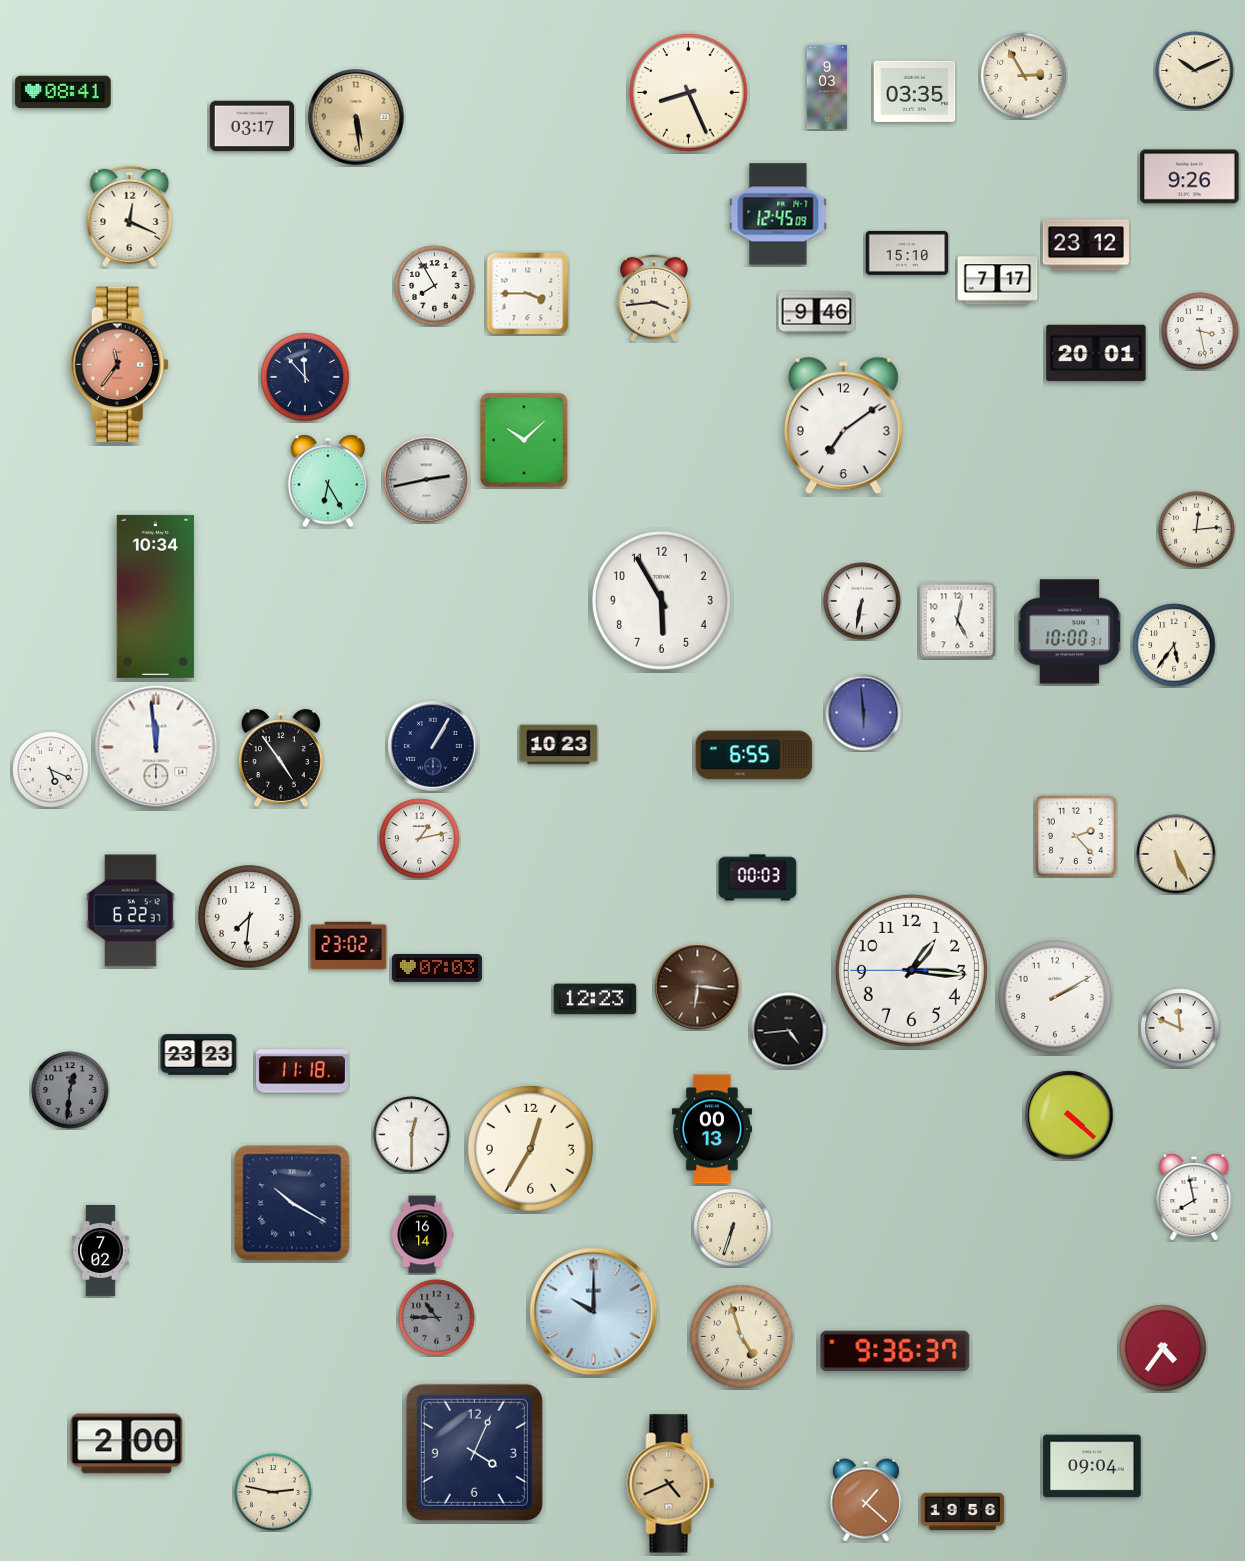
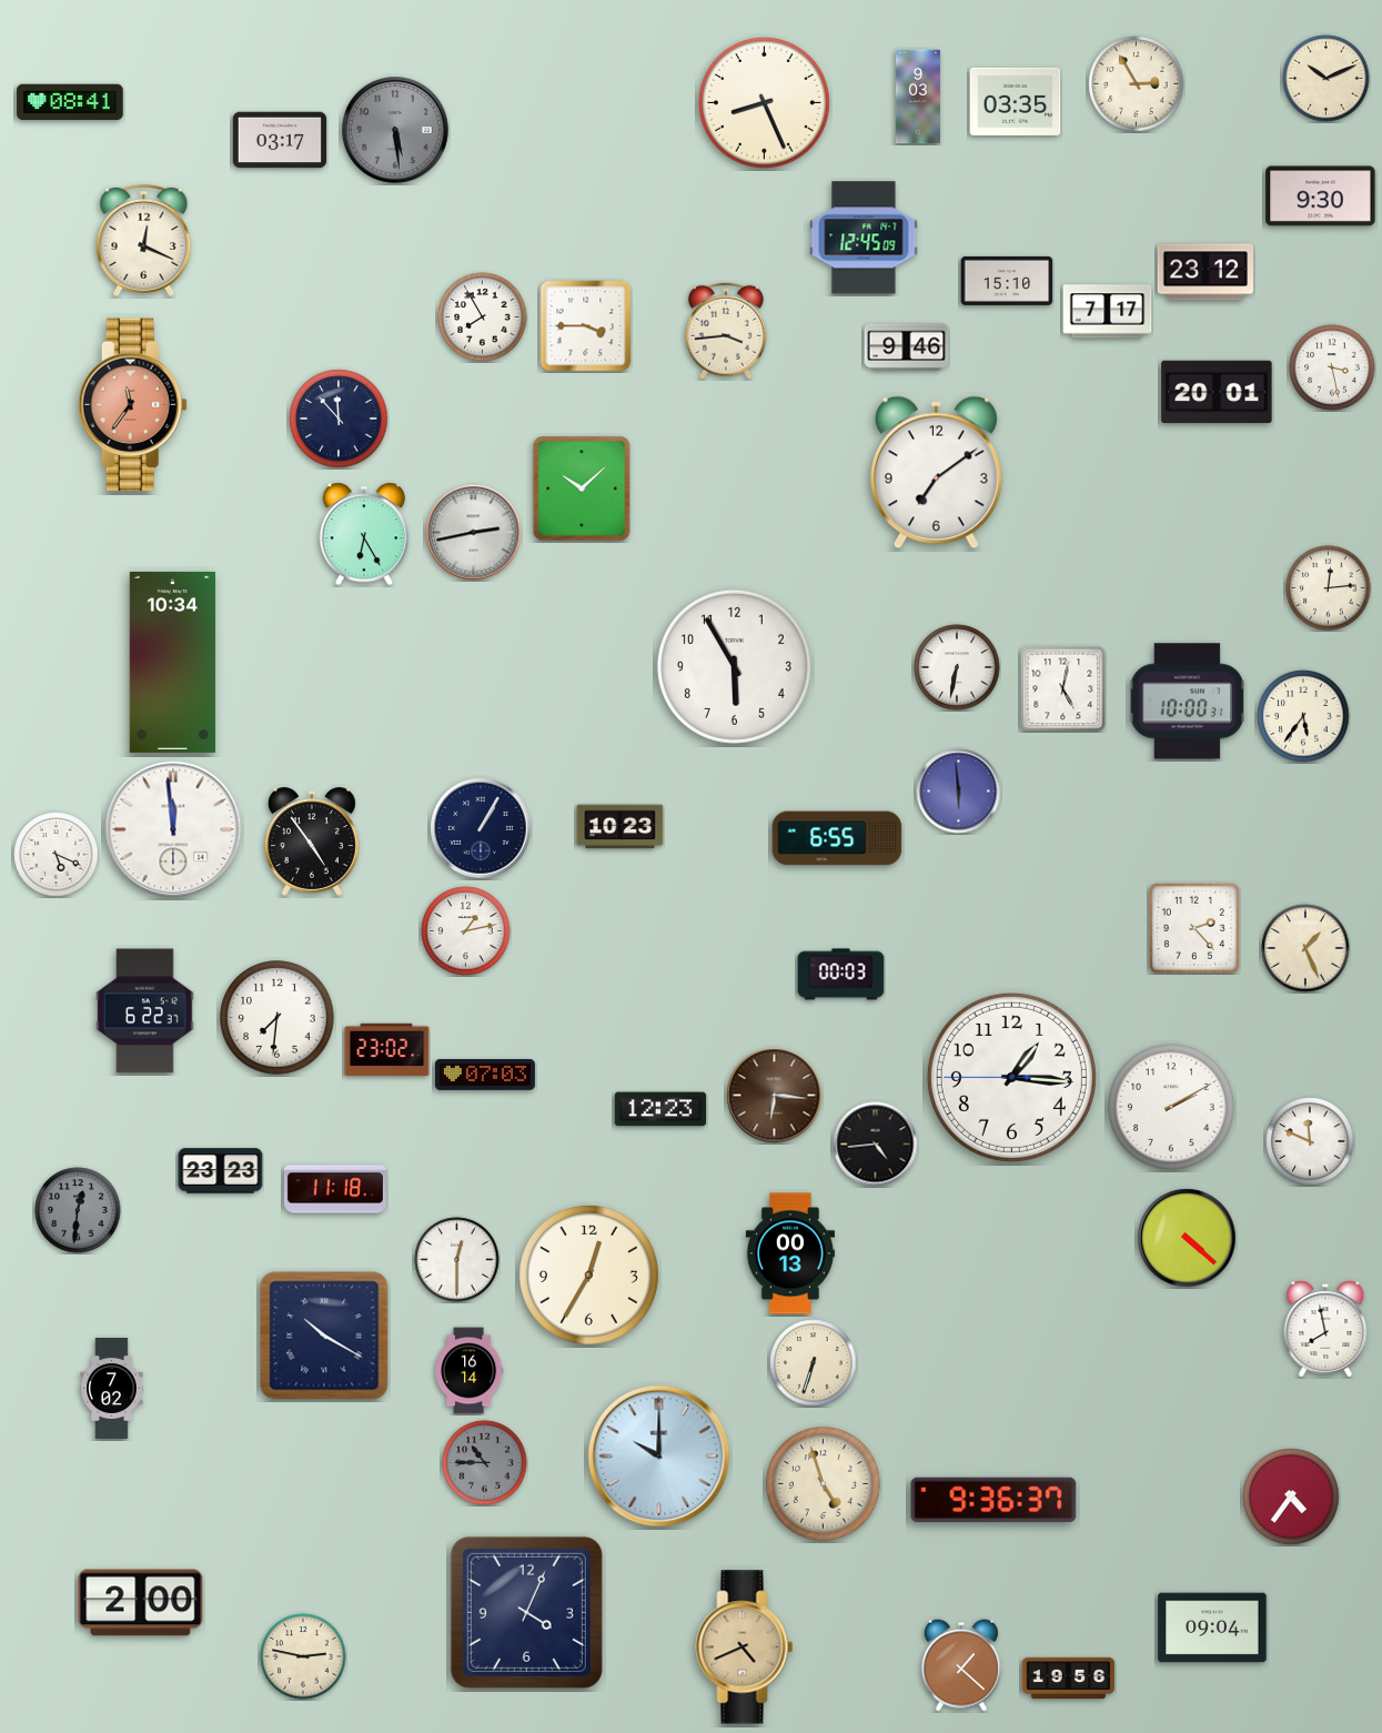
clock at (357, 118) dial: champagne -> grey
clock at (1190, 177): 9:26 -> 9:30
clock at (1176, 854): 5:26 -> 1:26
